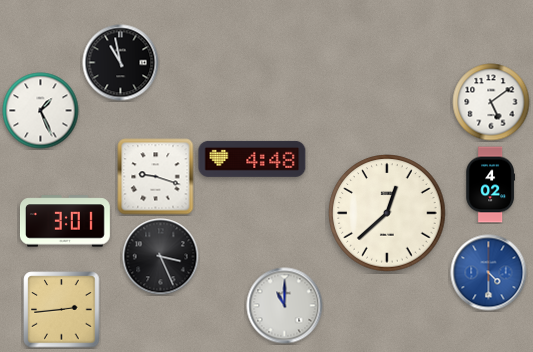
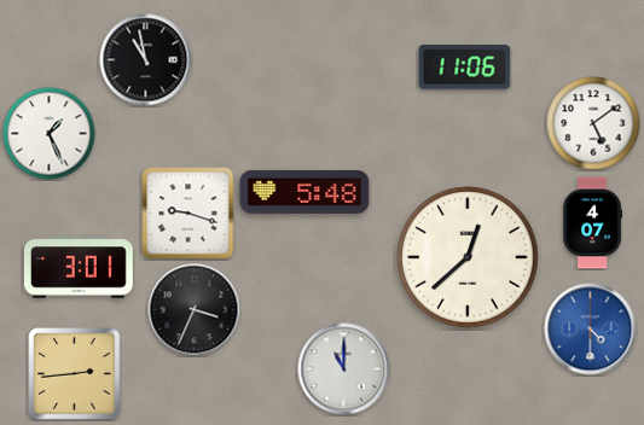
clock at (465, 68): none -> 11:06
clock at (121, 63) position: (121, 63) -> (146, 60)
clock at (252, 159): 4:48 -> 5:48
clock at (490, 185): 4:02 -> 4:07
clock at (161, 257): 3:26 -> 3:34
